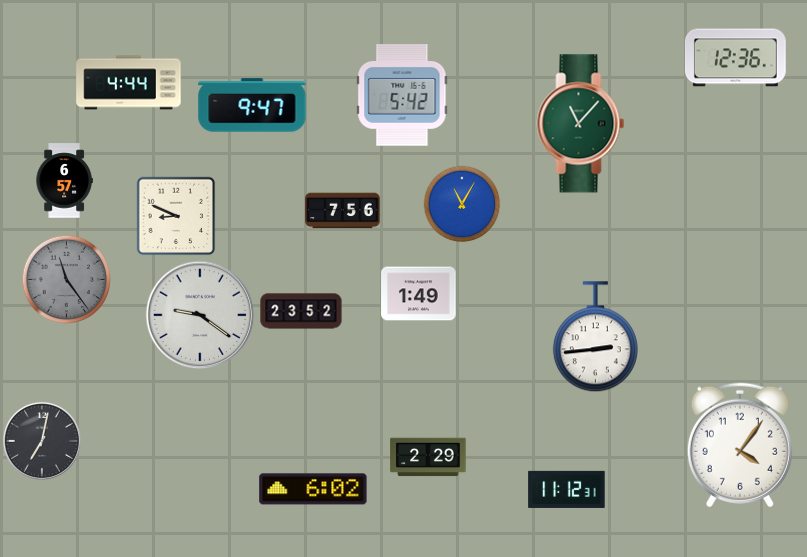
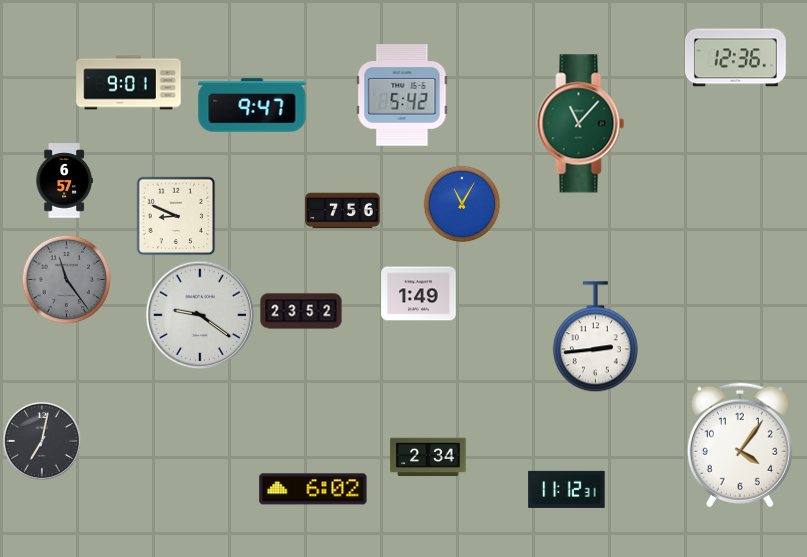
clock at (129, 83): 4:44 -> 9:01
clock at (428, 457): 2:29 -> 2:34
